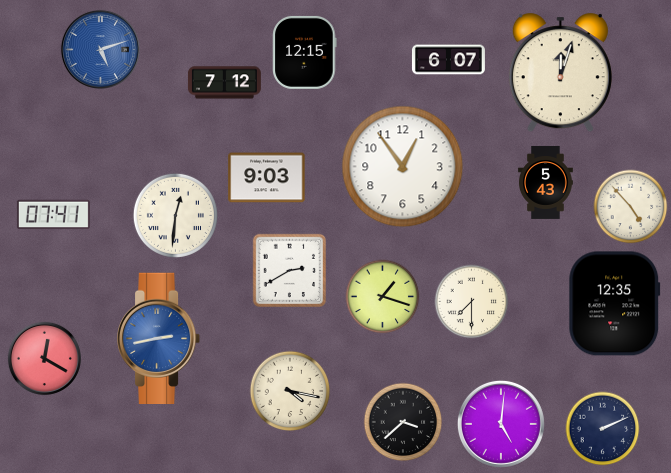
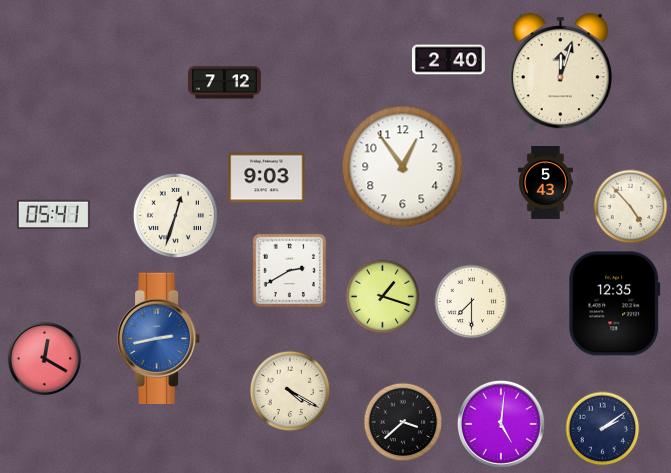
clock at (100, 49): 5:12 -> none
clock at (305, 52): 12:15 -> none
clock at (448, 60): 6:07 -> 2:40
clock at (53, 215): 07:41 -> 05:41
clock at (175, 215): 12:31 -> 12:33
clock at (290, 391): 4:17 -> 4:20
clock at (603, 429): 2:11 -> 2:09
